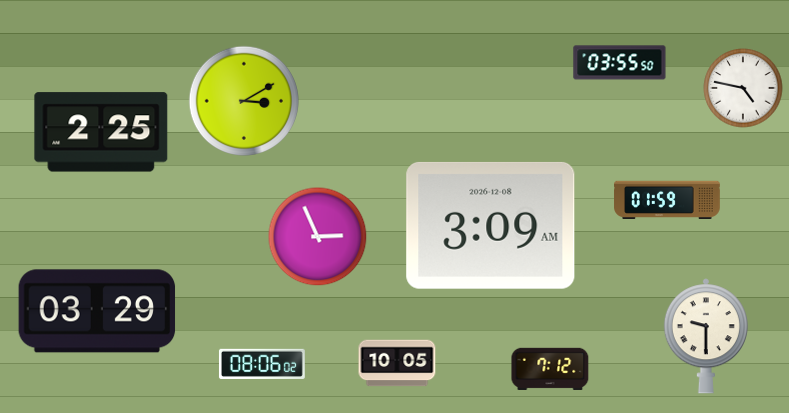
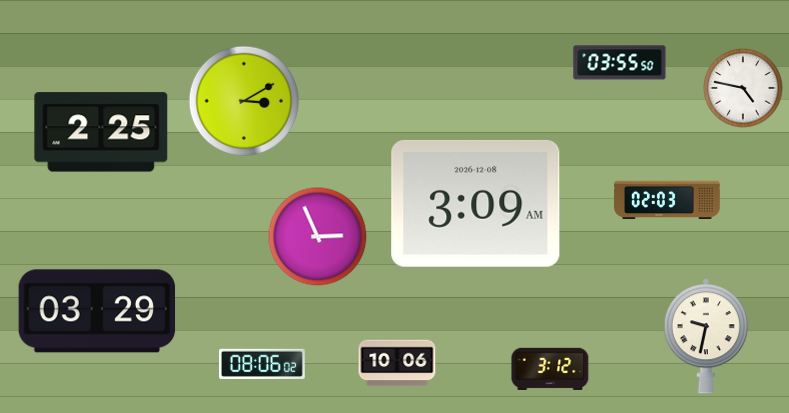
clock at (667, 199): 01:59 -> 02:03
clock at (491, 225) position: (491, 225) -> (476, 203)
clock at (706, 336): 9:30 -> 9:32
clock at (397, 363): 10:05 -> 10:06
clock at (550, 369): 7:12 -> 3:12
